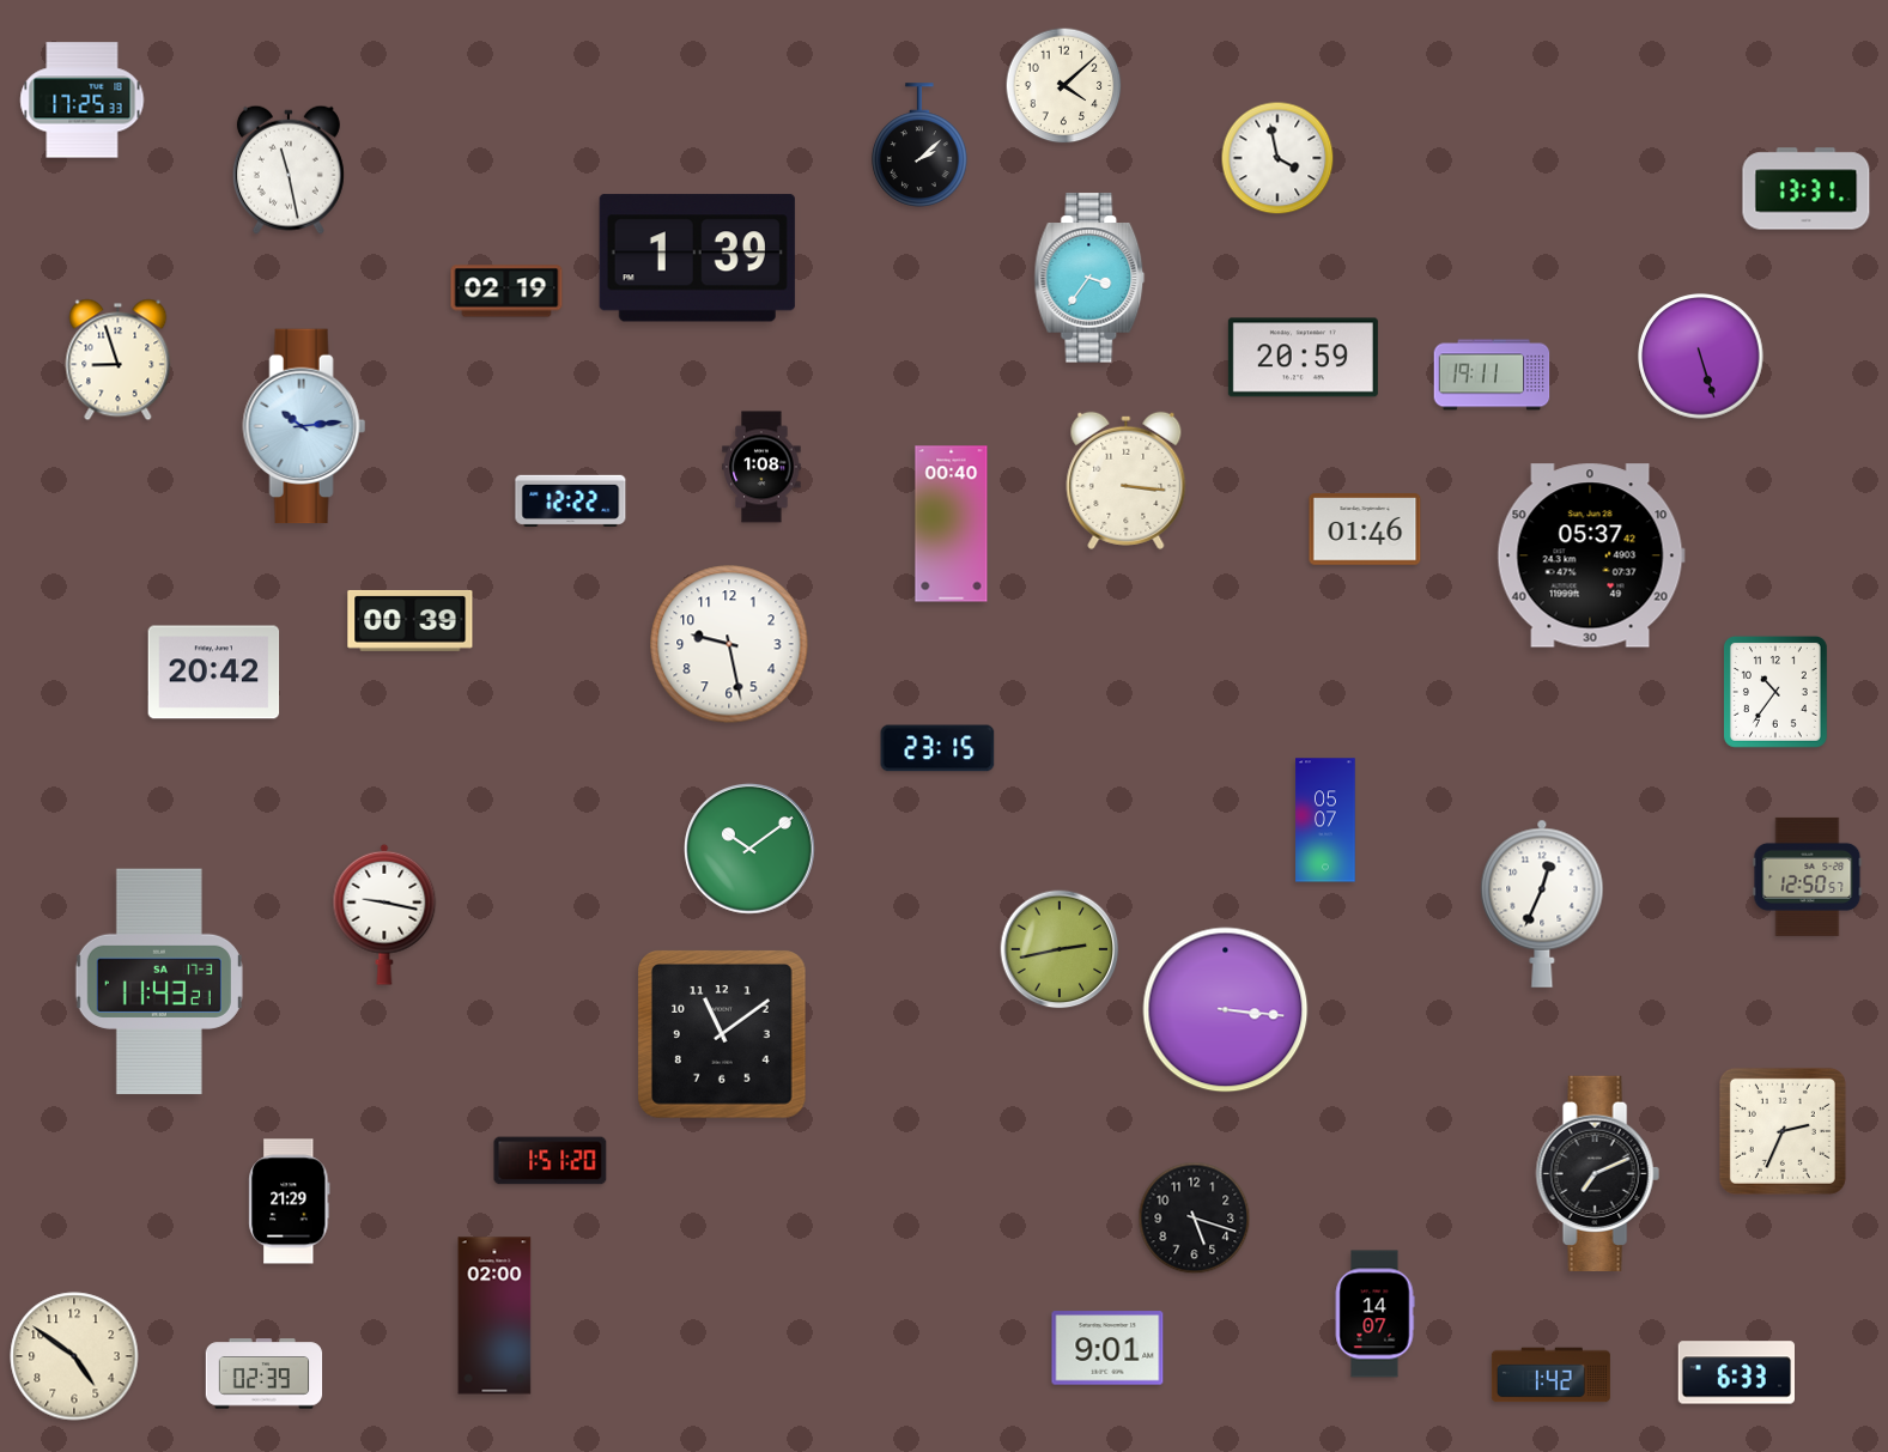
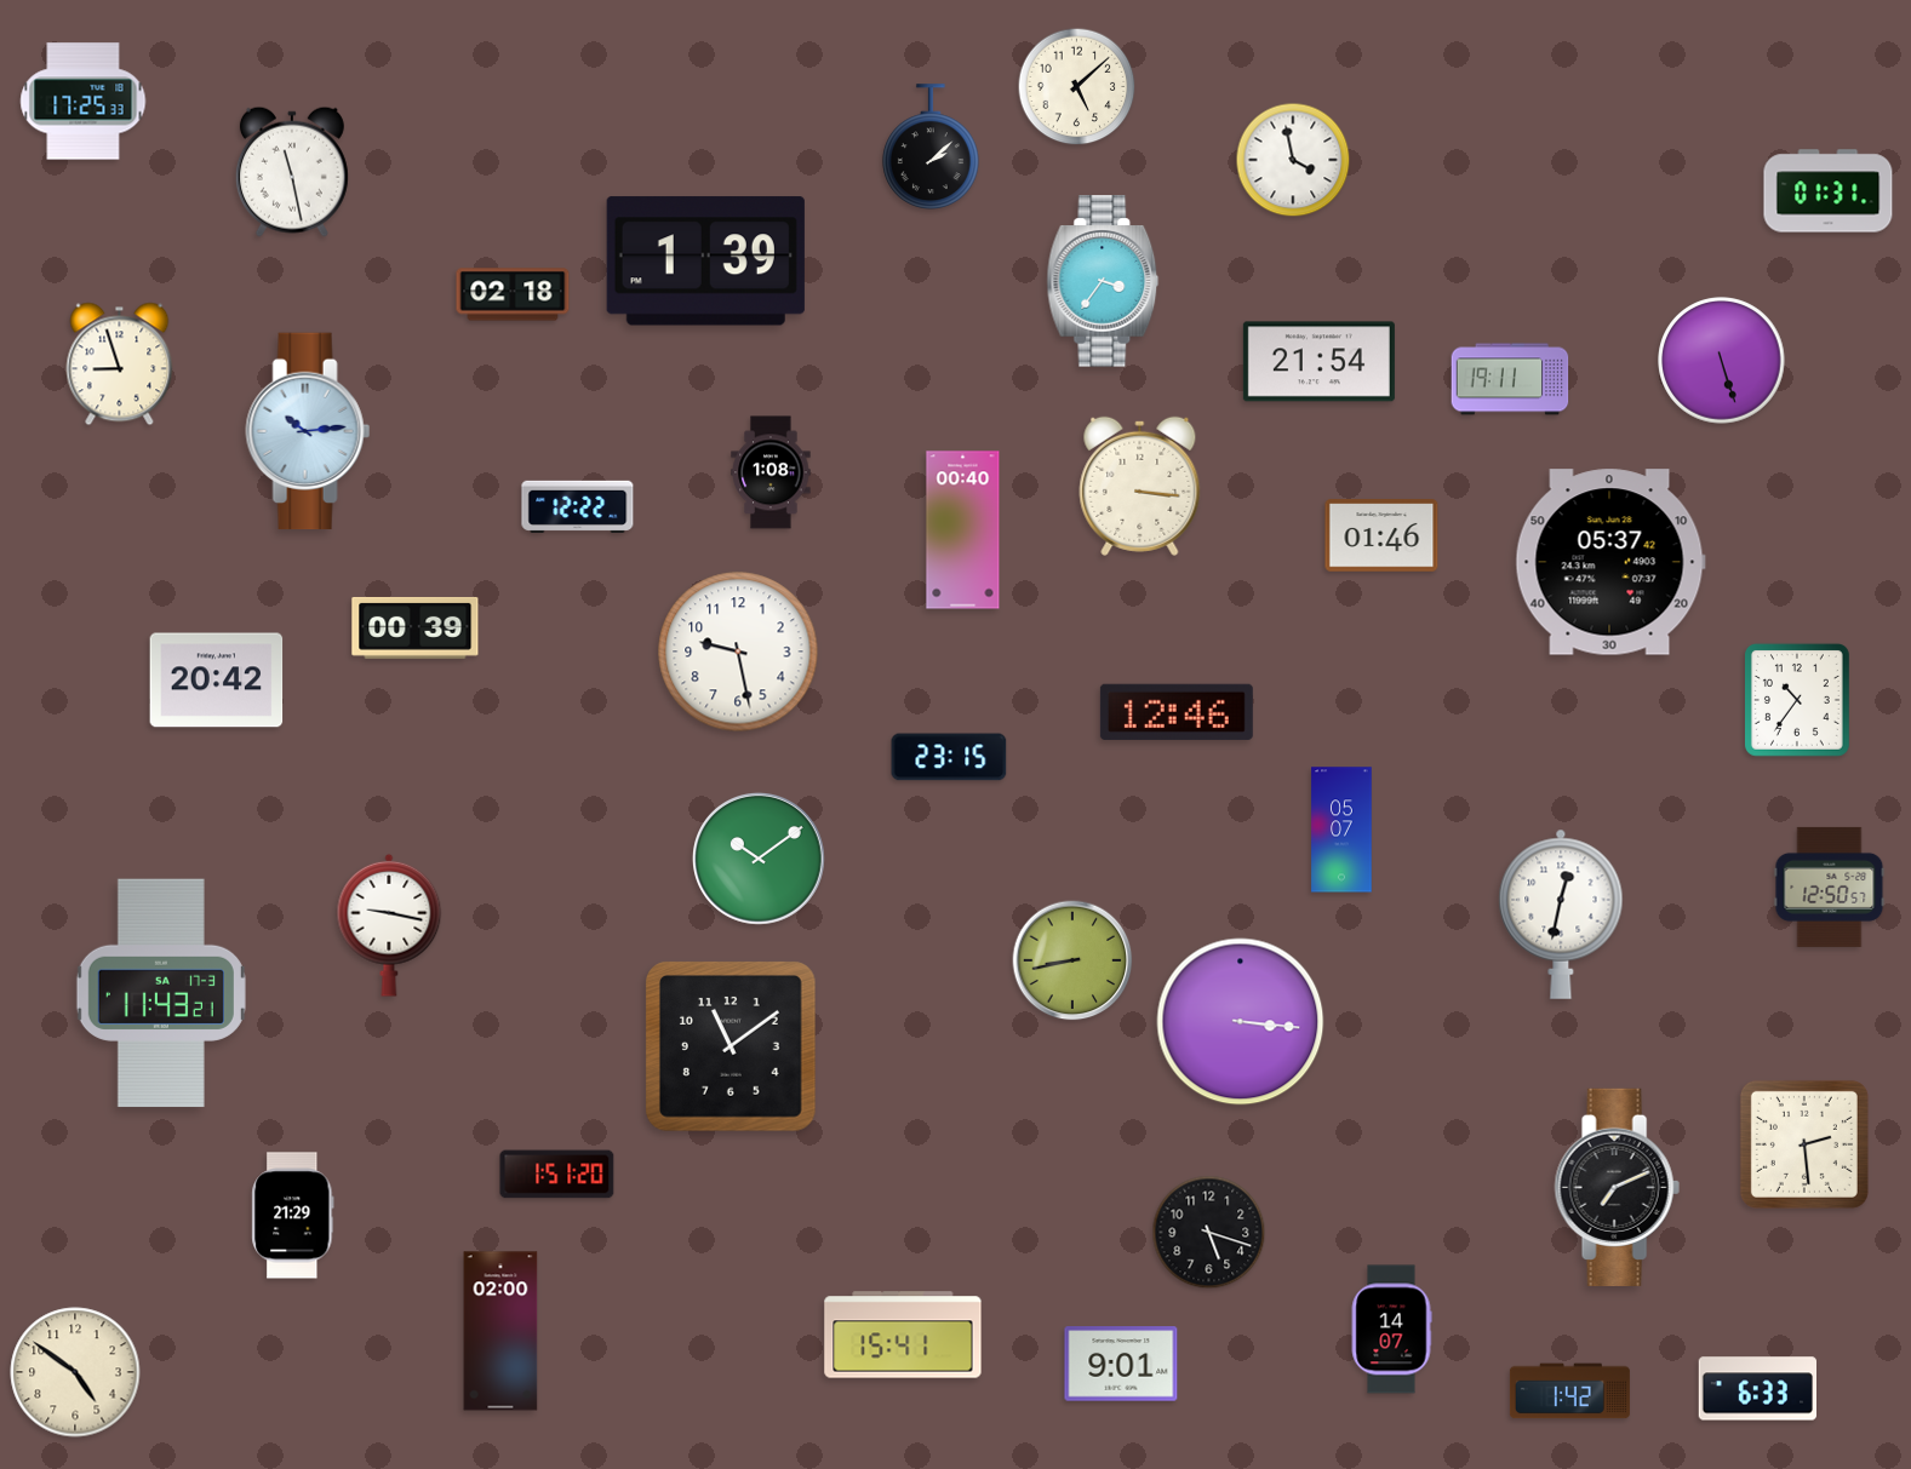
clock at (1064, 86): 4:08 -> 5:08
clock at (1807, 189): 13:31 -> 01:31
clock at (506, 291): 02:19 -> 02:18
clock at (1303, 358): 20:59 -> 21:54
clock at (1177, 712): none -> 12:46
clock at (1542, 904): 12:34 -> 12:32
clock at (1060, 949): 2:43 -> 8:43
clock at (1783, 1131): 2:34 -> 2:29
clock at (903, 1335): none -> 15:41
clock at (265, 1374): 02:39 -> none
